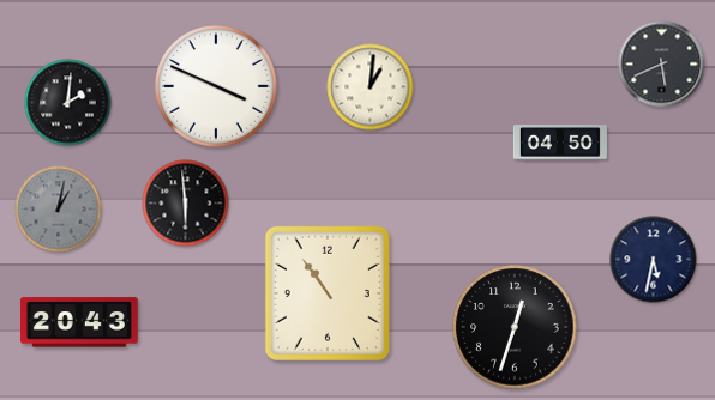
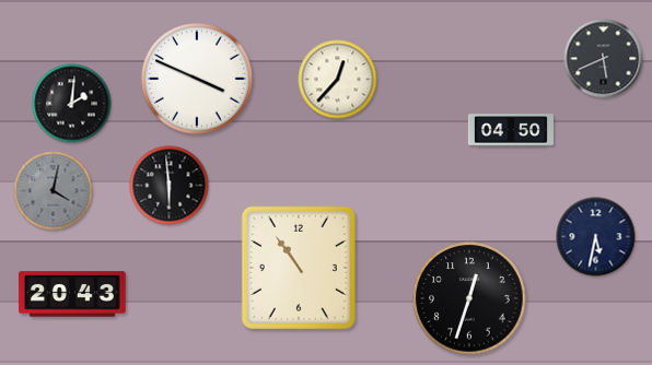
clock at (371, 87): 1:01 -> 12:37
clock at (68, 103) position: (68, 103) -> (72, 104)
clock at (59, 210): 1:02 -> 4:02
